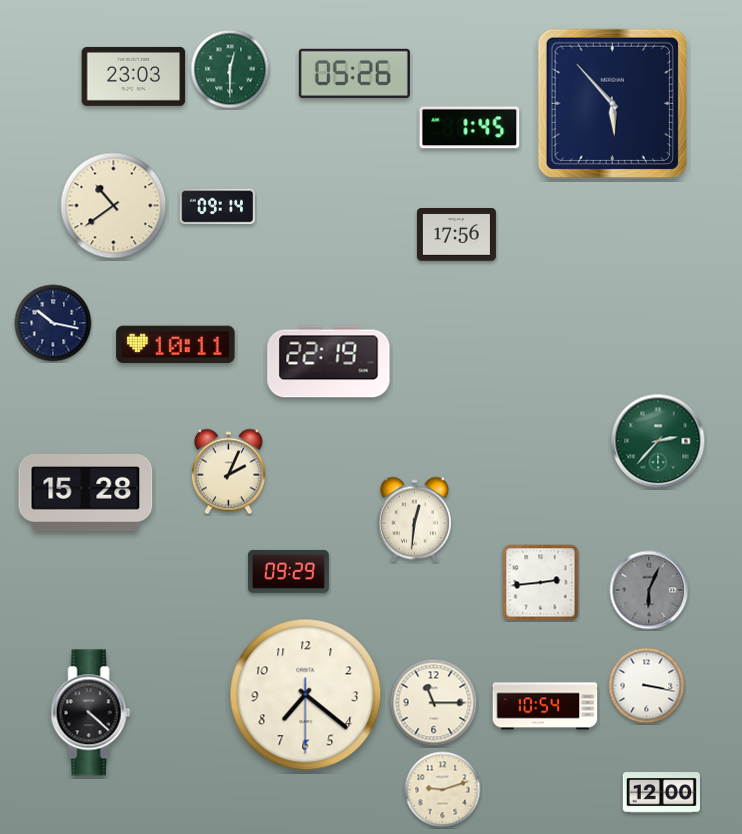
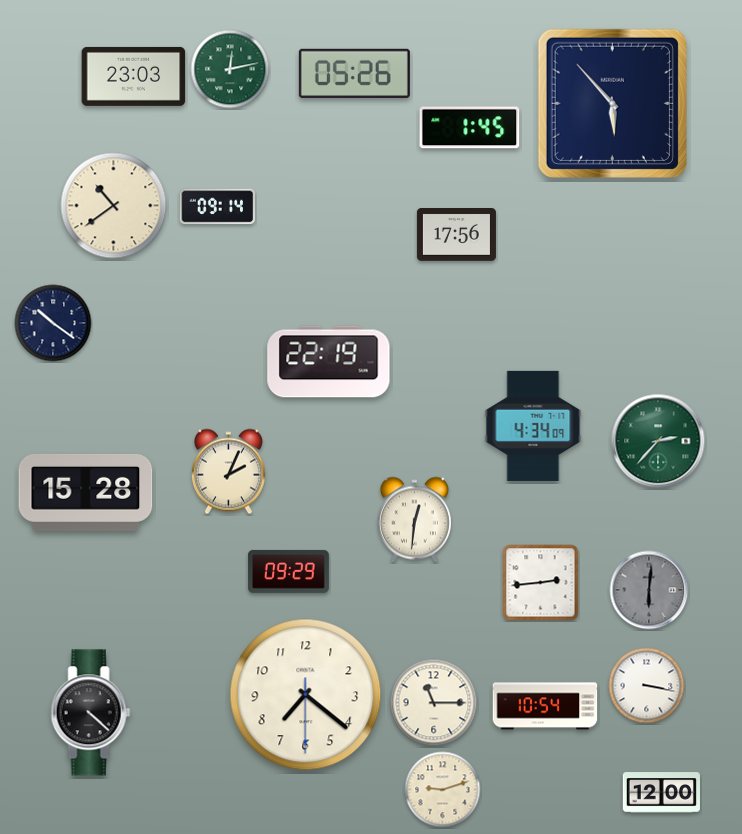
clock at (230, 69): 12:30 -> 12:13
clock at (53, 323): 10:17 -> 10:21
clock at (176, 345): 10:11 -> none
clock at (533, 426): none -> 4:34
clock at (649, 590): 6:04 -> 6:01
